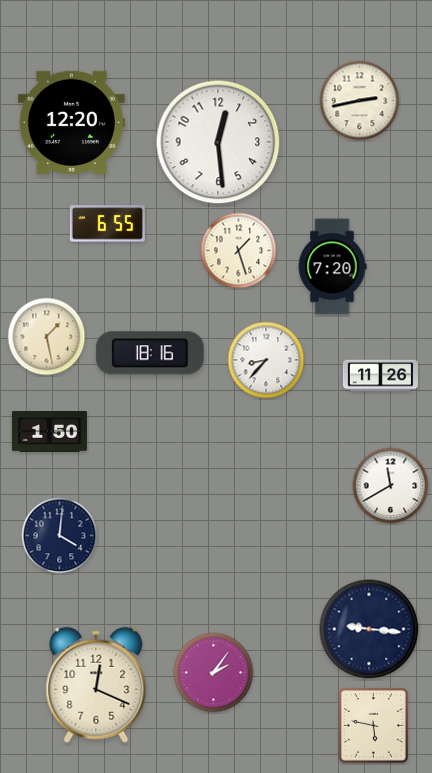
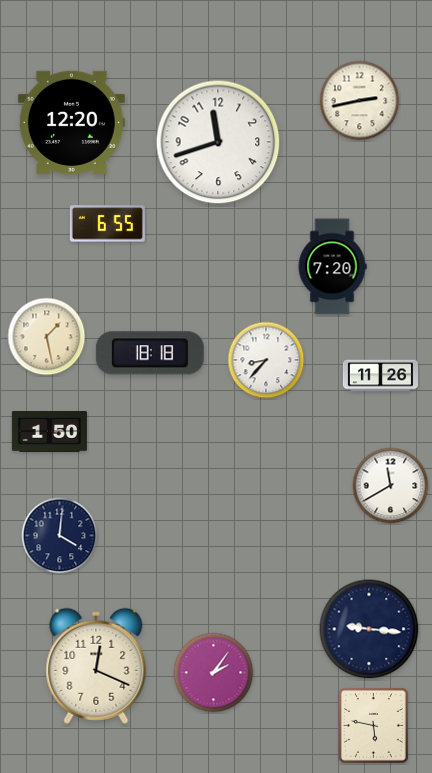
clock at (218, 142): 12:29 -> 11:42
clock at (239, 251): 1:27 -> none
clock at (150, 353): 18:16 -> 18:18
clock at (96, 685) position: (96, 685) -> (96, 666)
